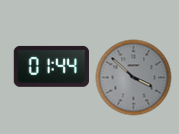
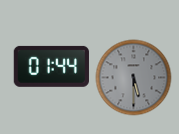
clock at (134, 78): 3:52 -> 5:30
